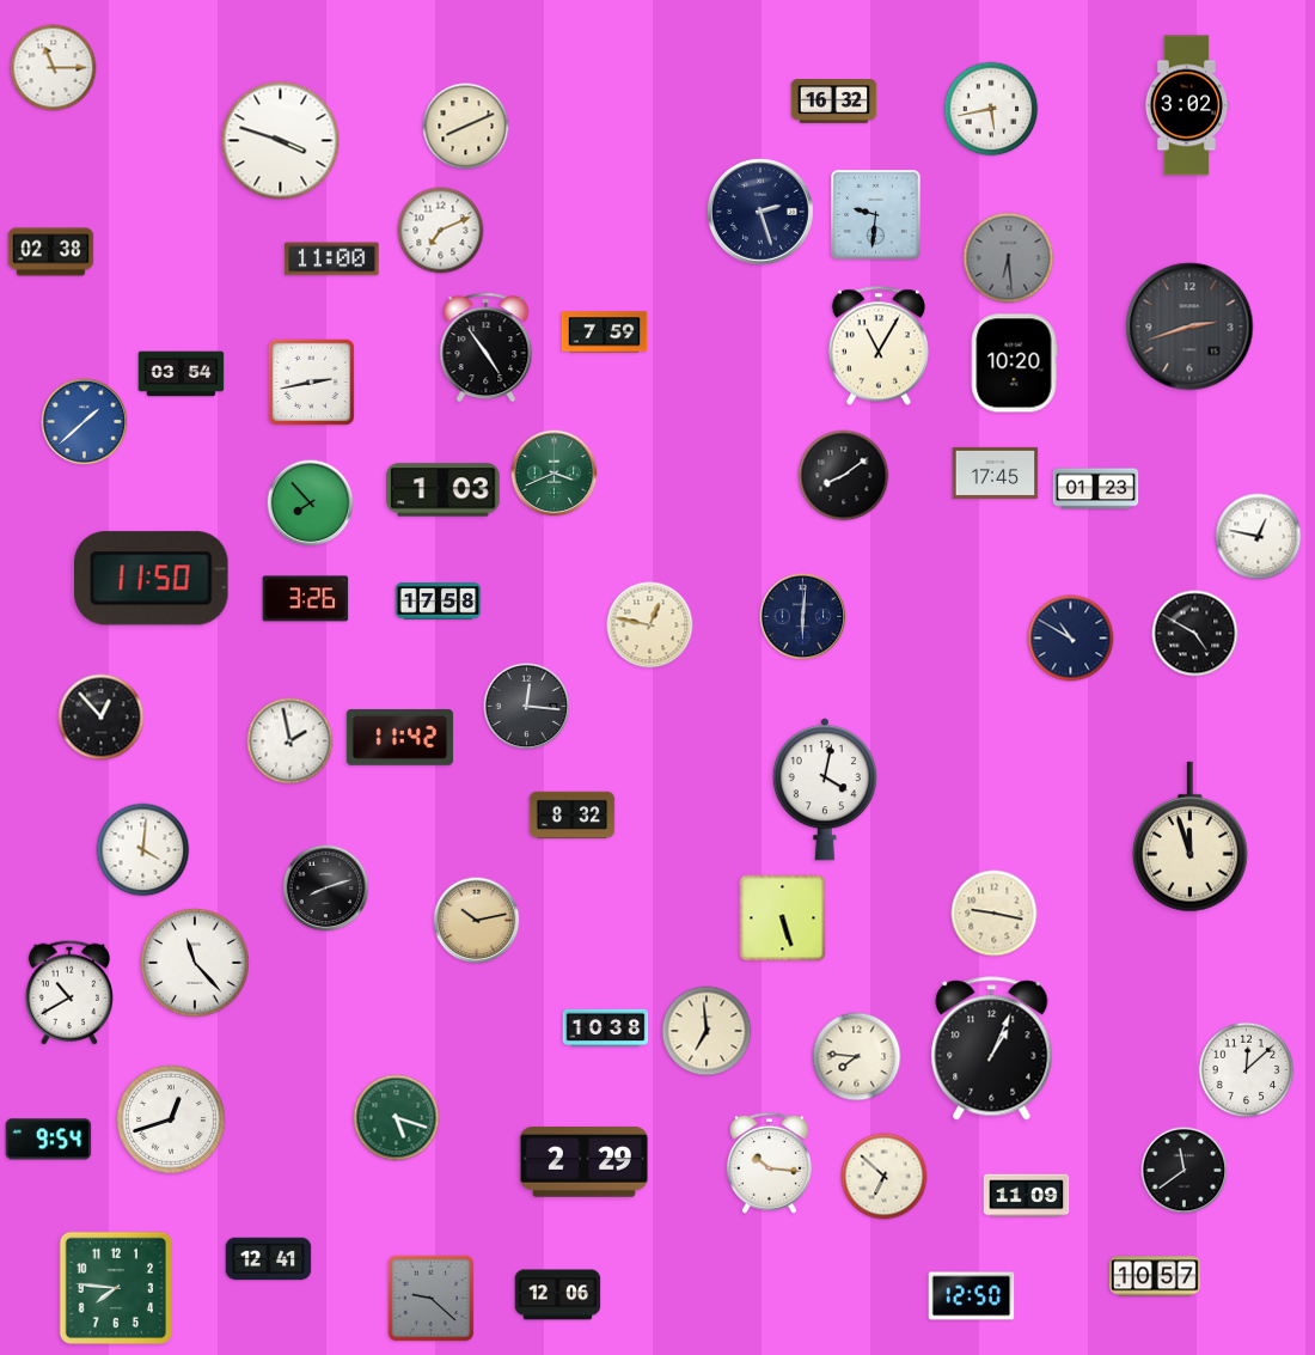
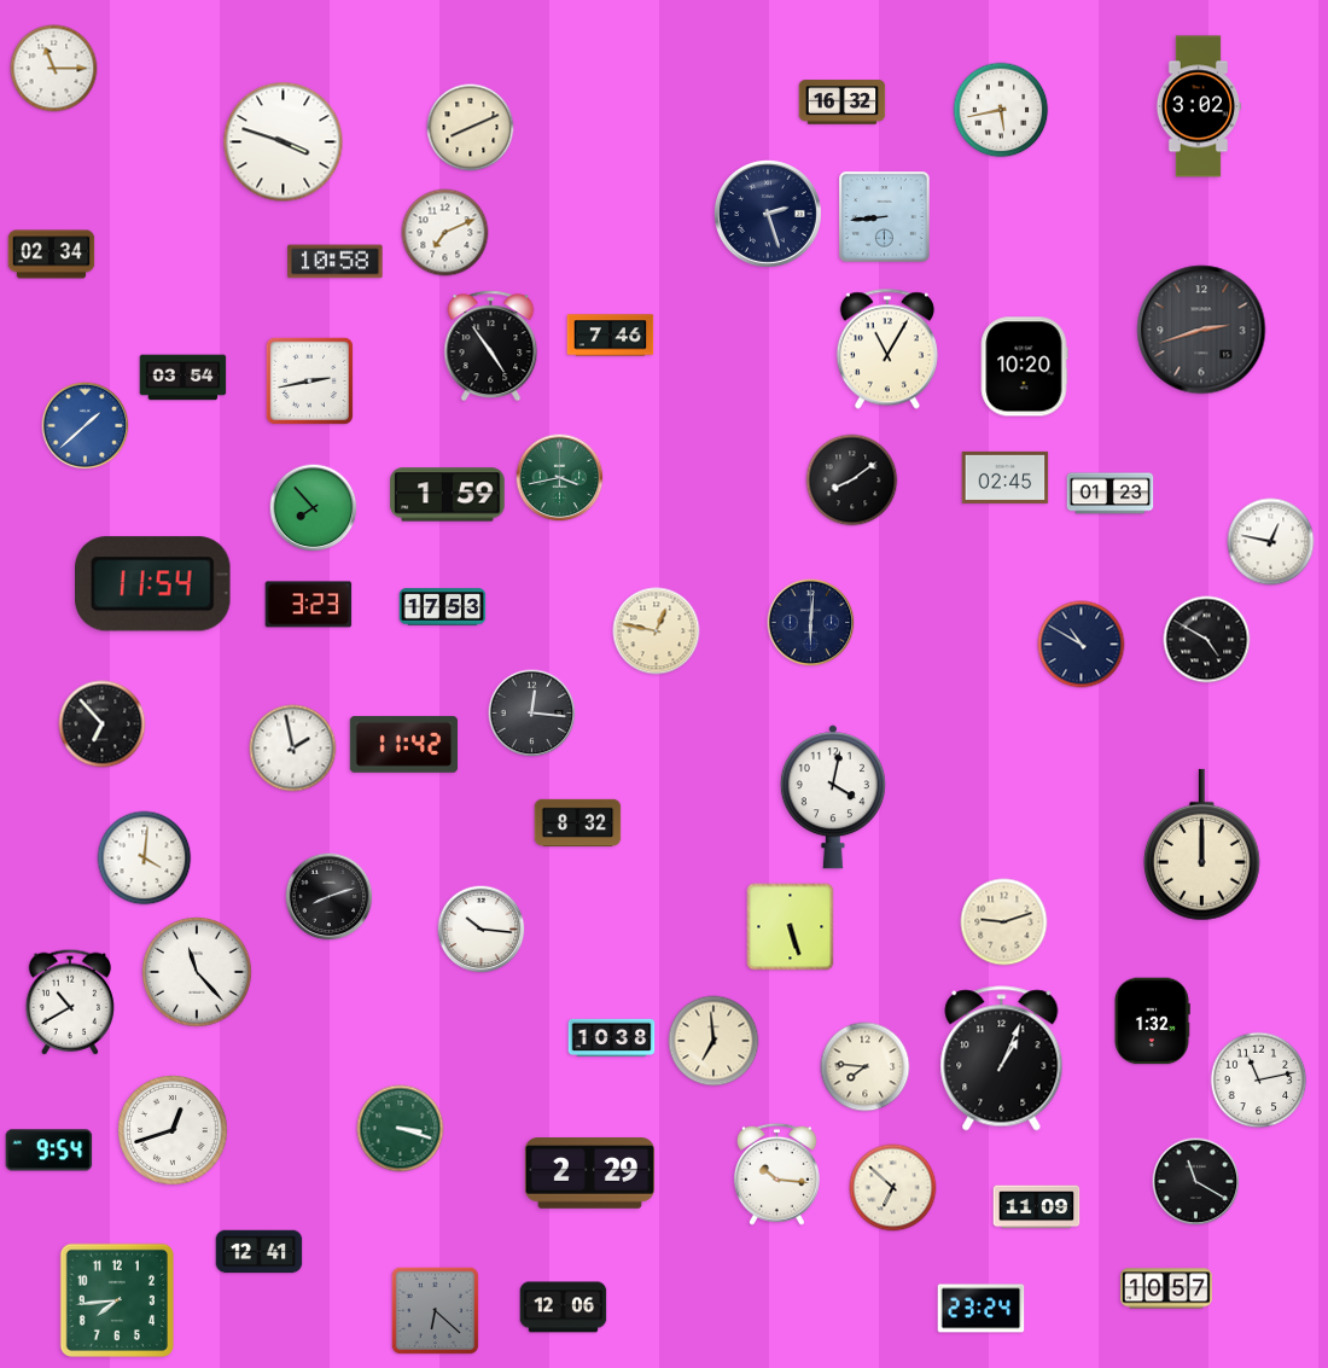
clock at (876, 215): 9:31 -> 8:44
clock at (51, 252): 02:38 -> 02:34
clock at (1009, 258): 6:29 -> none
clock at (332, 260): 11:00 -> 10:58
clock at (605, 332): 7:59 -> 7:46
clock at (487, 348) position: (487, 348) -> (491, 347)
clock at (311, 382) position: (311, 382) -> (309, 380)
clock at (996, 472): 17:45 -> 02:45
clock at (555, 474): 3:41 -> 3:43
clock at (1096, 489) position: (1096, 489) -> (1111, 494)
clock at (444, 490): 1:03 -> 1:59
clock at (152, 579): 11:50 -> 11:54
clock at (306, 599): 3:26 -> 3:23
clock at (439, 602): 17:58 -> 17:53
clock at (102, 718): 12:53 -> 6:53
clock at (1189, 837): 11:57 -> 12:00
clock at (995, 914): 9:17 -> 9:12
clock at (477, 921): 10:13 -> 10:16
clock at (477, 921) dial: champagne -> white
clock at (1152, 1021): none -> 1:32
clock at (1247, 1070): 12:08 -> 11:13
clock at (397, 1118): 5:18 -> 3:18
clock at (1185, 1171): 11:39 -> 11:20
clock at (269, 1259) position: (269, 1259) -> (260, 1252)
clock at (115, 1287): 7:46 -> 7:44
clock at (972, 1296): 12:50 -> 23:24
clock at (430, 1298): 9:22 -> 6:22
